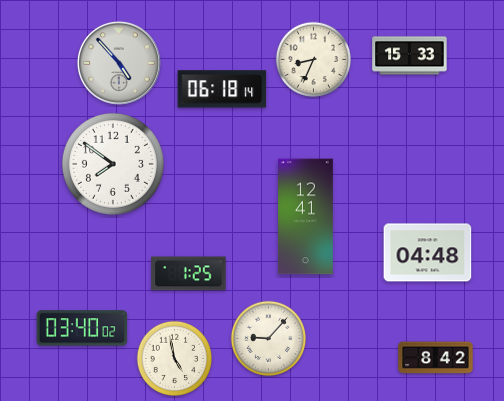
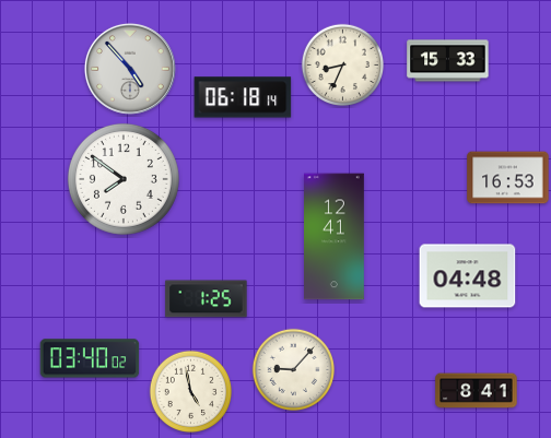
clock at (508, 178): none -> 16:53
clock at (436, 358): 8:42 -> 8:41
